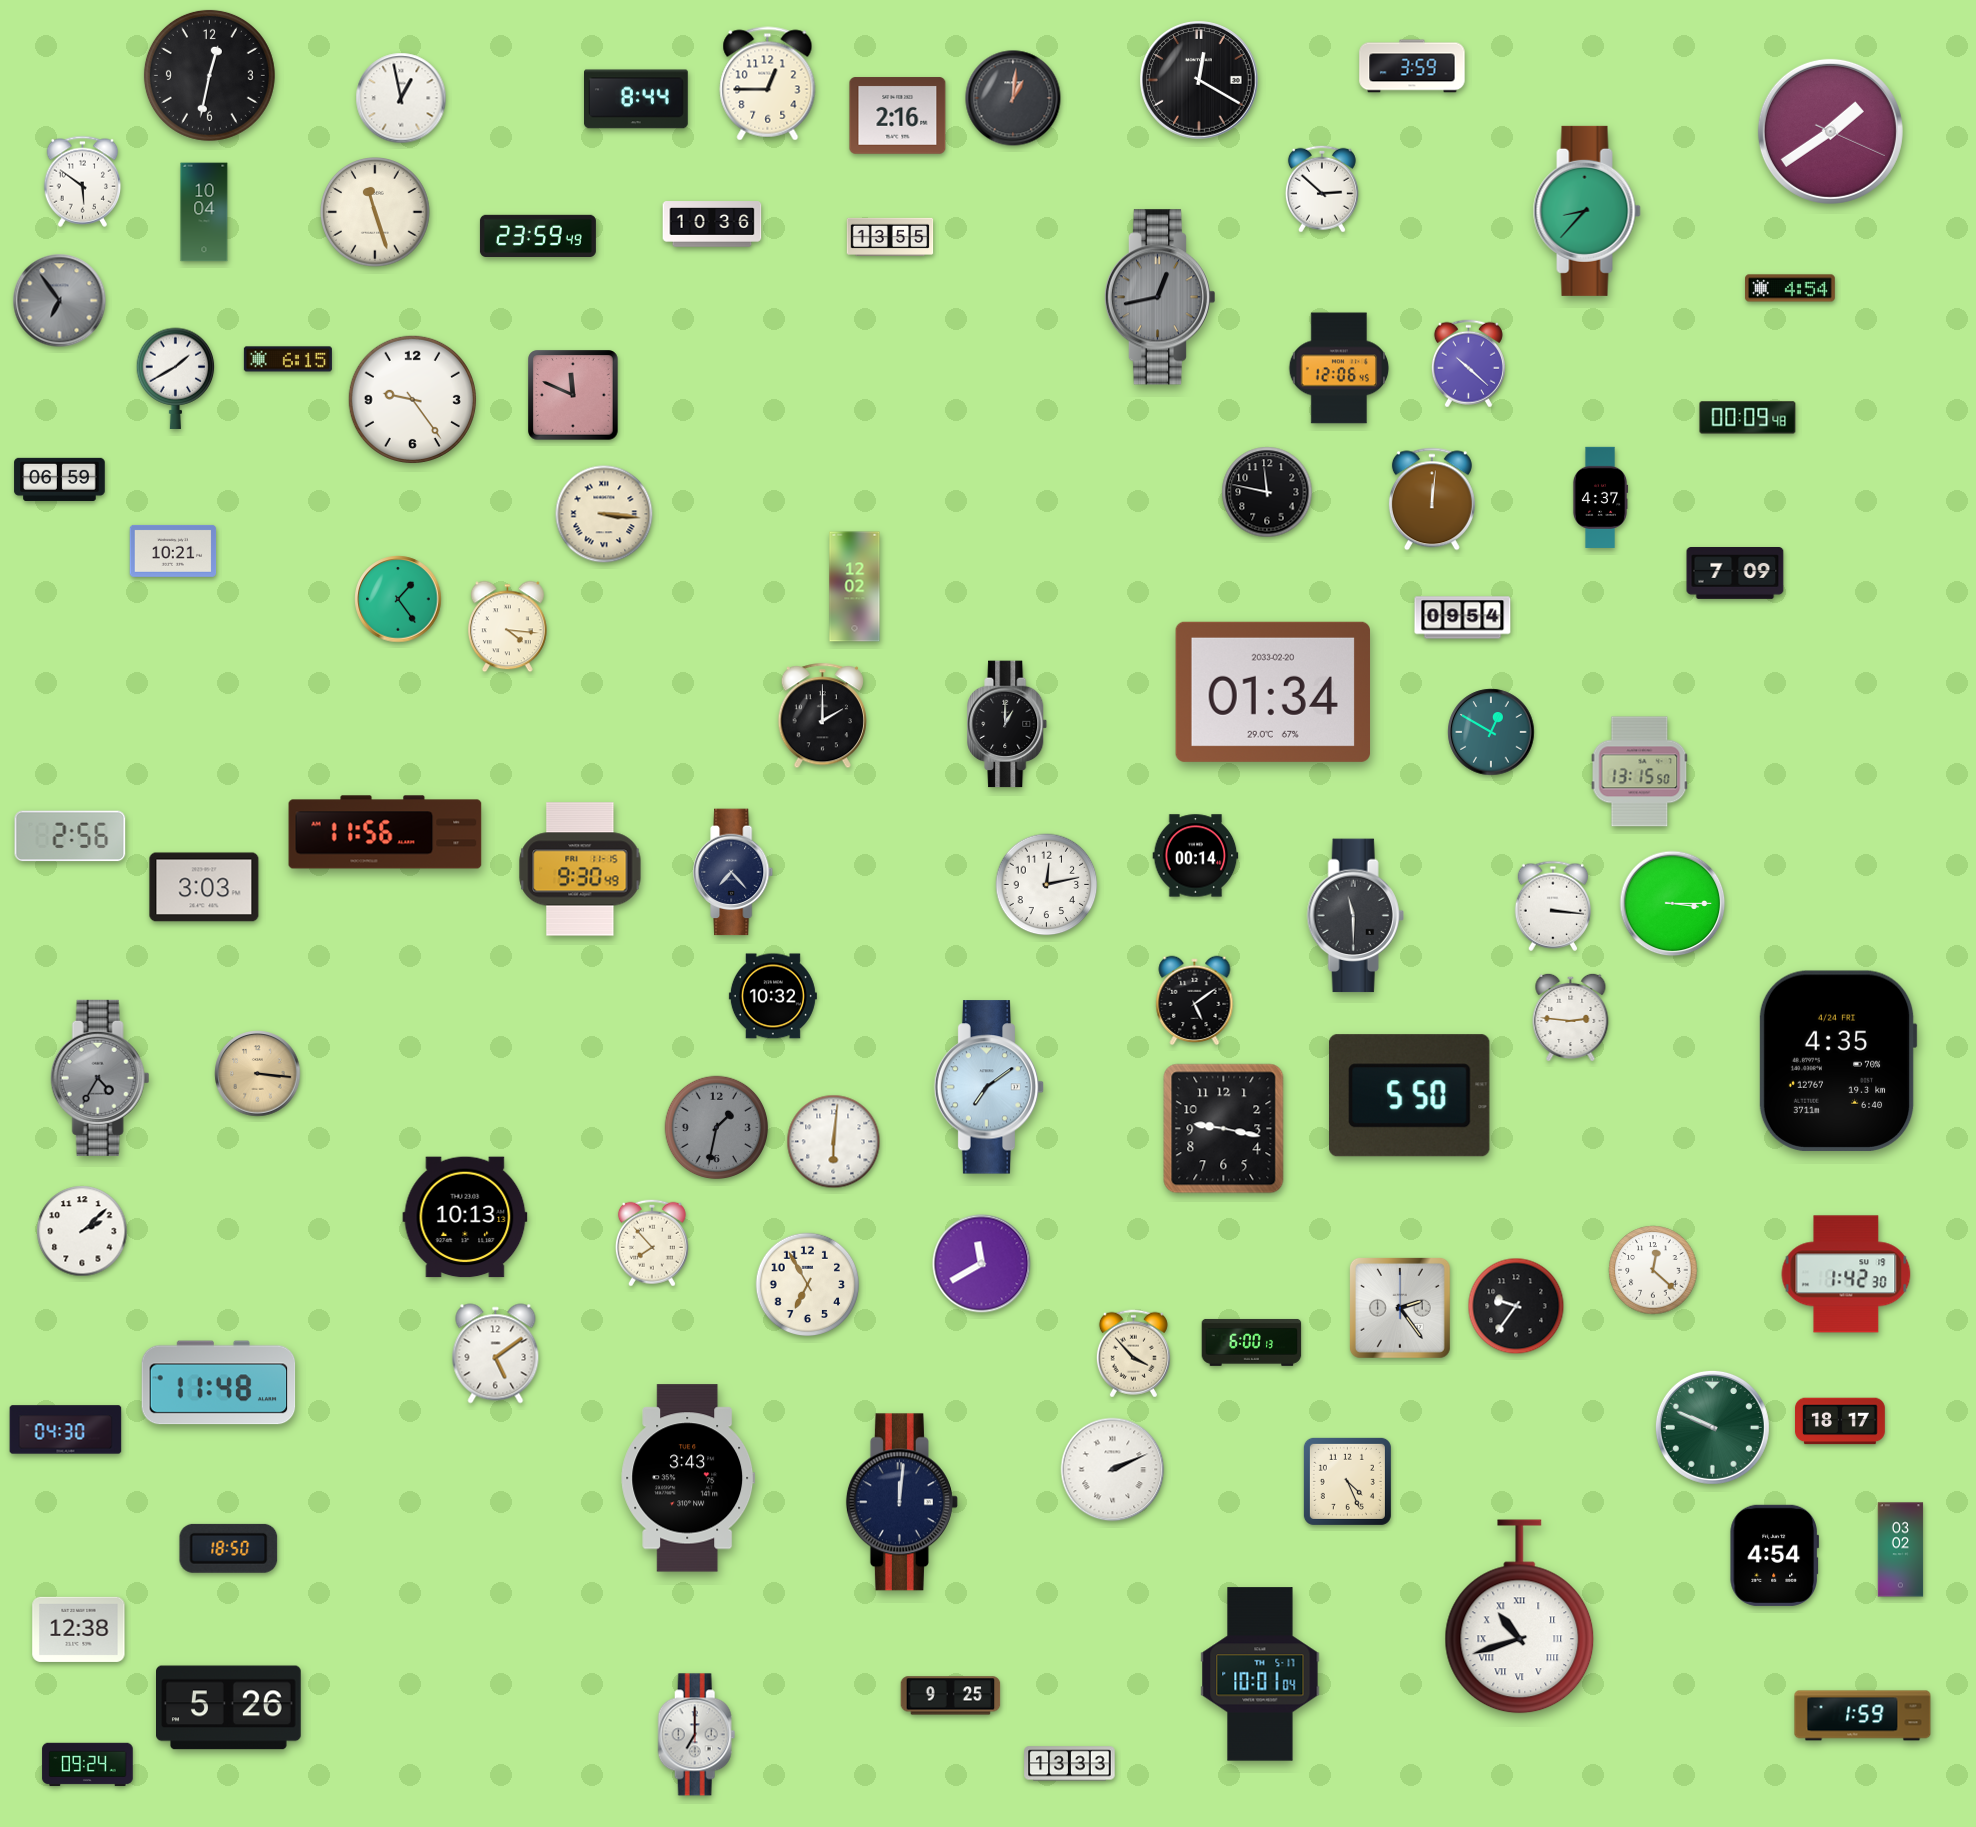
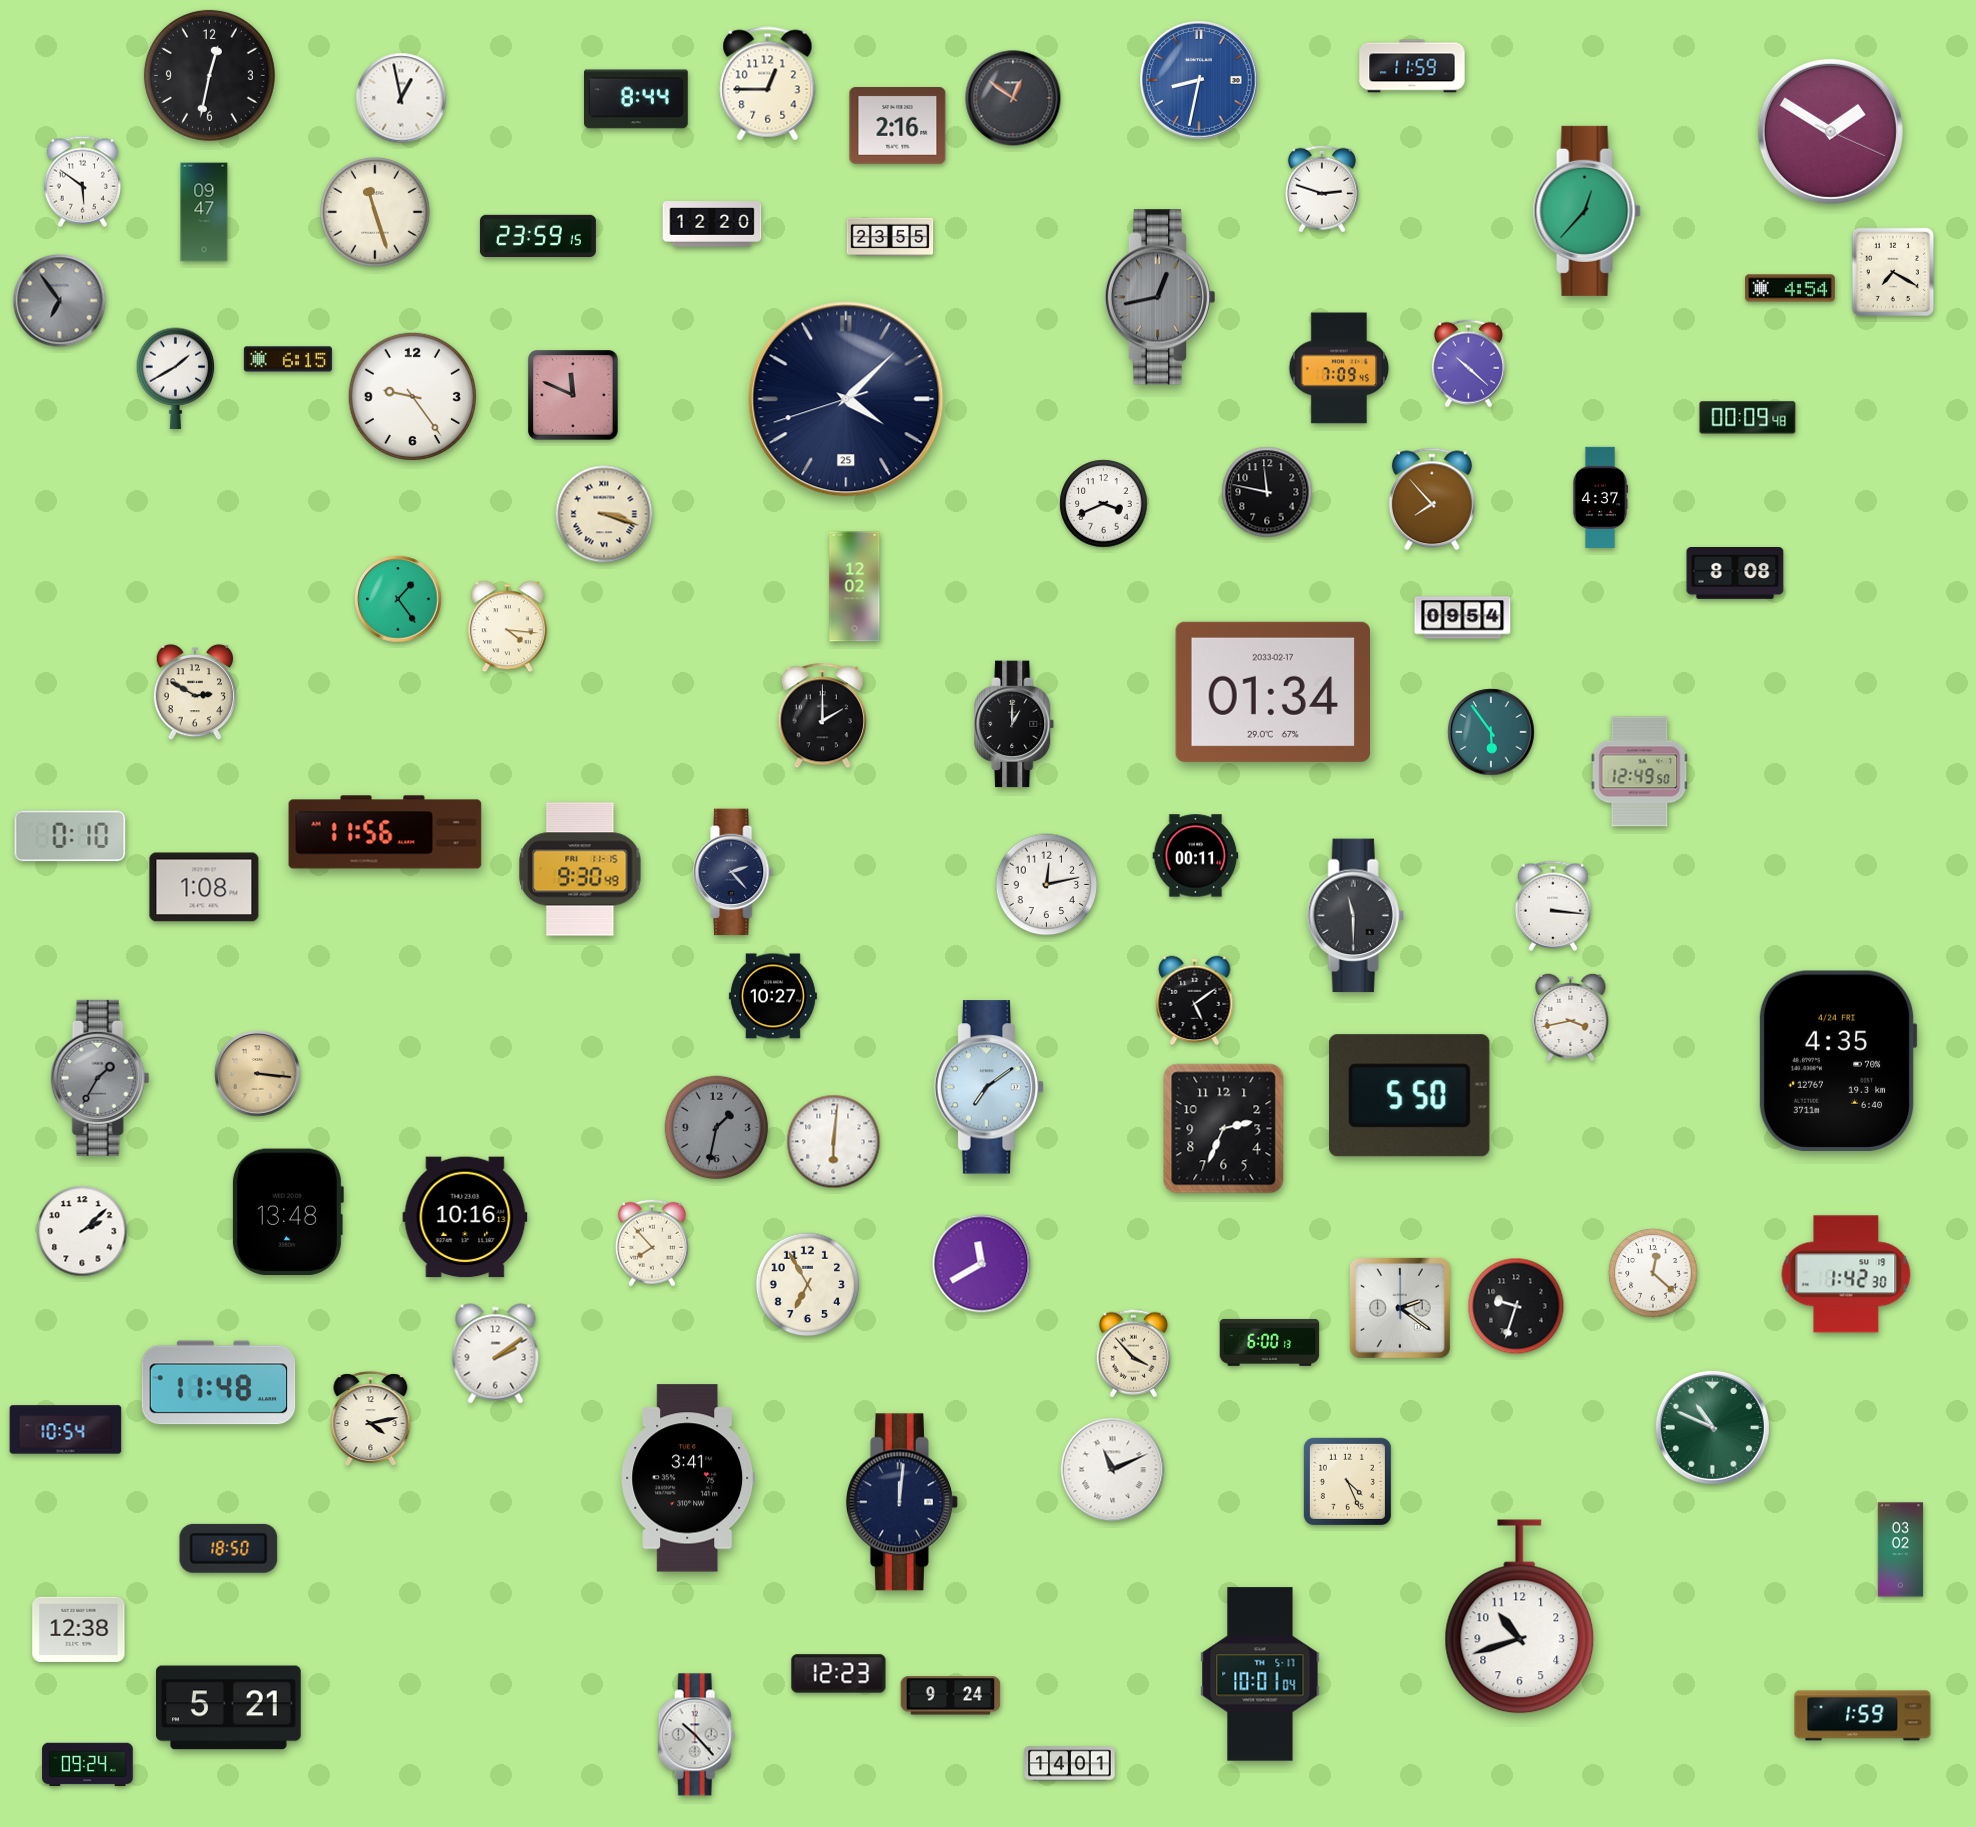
clock at (1412, 66): 3:59 -> 11:59
clock at (1199, 80): 12:20 -> 8:32
clock at (1199, 80) dial: black -> blue
clock at (1013, 98): 1:01 -> 12:51
clock at (898, 116) position: (898, 116) -> (898, 126)
clock at (1830, 131): 1:39 -> 1:50
clock at (1322, 189): 2:52 -> 2:48
clock at (1587, 211): 8:37 -> 12:37
clock at (204, 212): 10:04 -> 09:47
clock at (712, 224): 10:36 -> 12:20
clock at (538, 235): 23:59:49 -> 23:59:15
clock at (890, 236): 13:55 -> 23:55
clock at (1893, 272): none -> 7:20
clock at (1339, 368): 12:06 -> 7:09
clock at (412, 399) position: (412, 399) -> (412, 396)
clock at (846, 399): none -> 4:07
clock at (60, 479): 06:59 -> none
clock at (1432, 499): 12:01 -> 7:53
clock at (1104, 504): none -> 3:41
clock at (604, 514): 3:16 -> 3:18
clock at (173, 551): 10:21 -> none
clock at (1735, 574): 7:09 -> 8:08
clock at (195, 692): none -> 2:50
clock at (1272, 692) date: 2033-02-20 -> 2033-02-17
clock at (1008, 724) position: (1008, 724) -> (1015, 724)
clock at (1491, 732): 12:50 -> 5:54
clock at (1640, 772): 13:15 -> 12:49
clock at (70, 836): 2:56 -> 0:10
clock at (1196, 856): 00:14 -> 00:11
clock at (734, 872): 7:23 -> 2:23
clock at (204, 887): 3:03 -> 1:08
clock at (1673, 904): 3:15 -> none
clock at (773, 996): 10:32 -> 10:27
clock at (1571, 1016): 2:46 -> 3:43
clock at (100, 1078): 4:35 -> 1:35
clock at (1224, 1129): 9:17 -> 2:34
clock at (287, 1212): none -> 13:48
clock at (465, 1217): 10:13 -> 10:16
clock at (1653, 1270) position: (1653, 1270) -> (1653, 1273)
clock at (1516, 1306): 9:36 -> 9:33
clock at (1400, 1308): 2:24 -> 2:21
clock at (1252, 1342) position: (1252, 1342) -> (1270, 1342)
clock at (496, 1354): 5:09 -> 2:09
clock at (371, 1418): none -> 4:13
clock at (1841, 1421): 18:17 -> none
clock at (1712, 1427): 9:49 -> 10:49
clock at (66, 1430): 04:30 -> 10:54
clock at (1113, 1470): 2:11 -> 11:11
clock at (688, 1478): 3:43 -> 3:41
clock at (1774, 1555): 4:54 -> none
clock at (1520, 1617) numerals: Roman -> Arabic
clock at (839, 1674): none -> 12:23
clock at (951, 1696): 9:25 -> 9:24
clock at (229, 1708): 5:26 -> 5:21
clock at (697, 1735): 7:00 -> 10:23
clock at (1070, 1764): 13:33 -> 14:01
